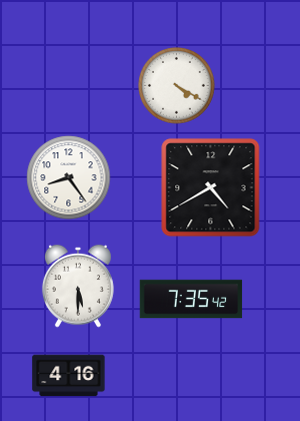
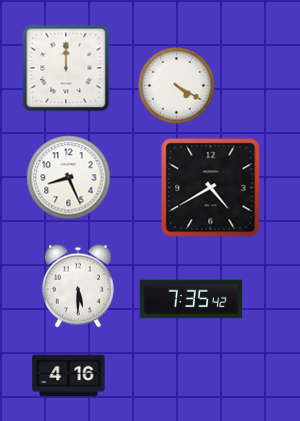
clock at (66, 68): none -> 12:00
clock at (69, 178): 8:24 -> 8:26
